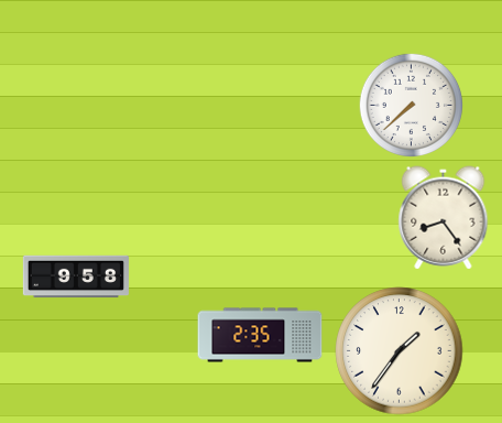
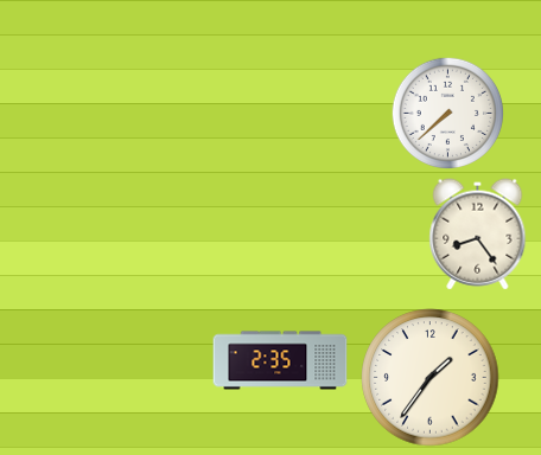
clock at (411, 105) position: (411, 105) -> (447, 113)
clock at (76, 276): 9:58 -> none
